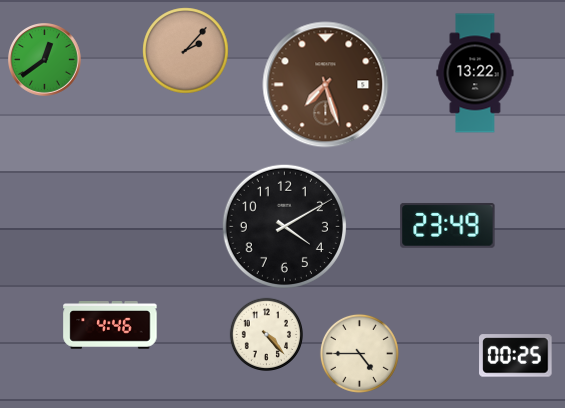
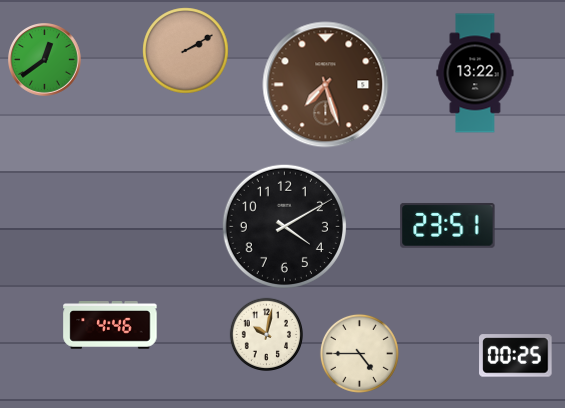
clock at (186, 51): 2:07 -> 2:10
clock at (448, 226): 23:49 -> 23:51
clock at (266, 334): 4:23 -> 10:02
